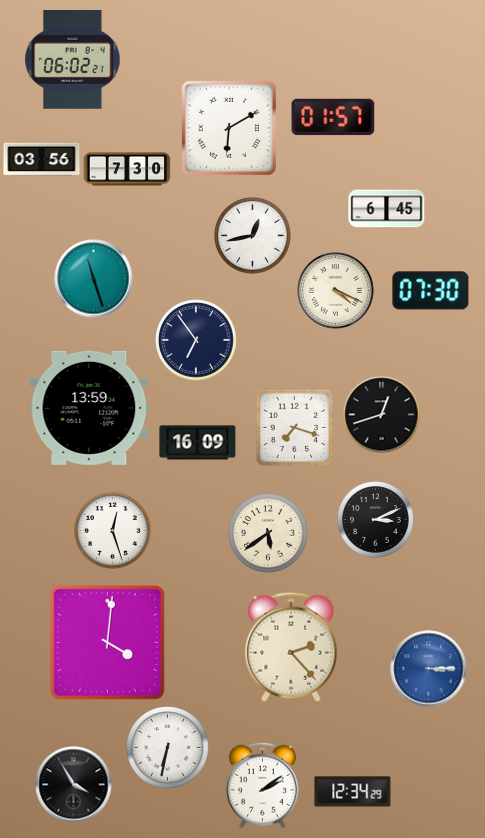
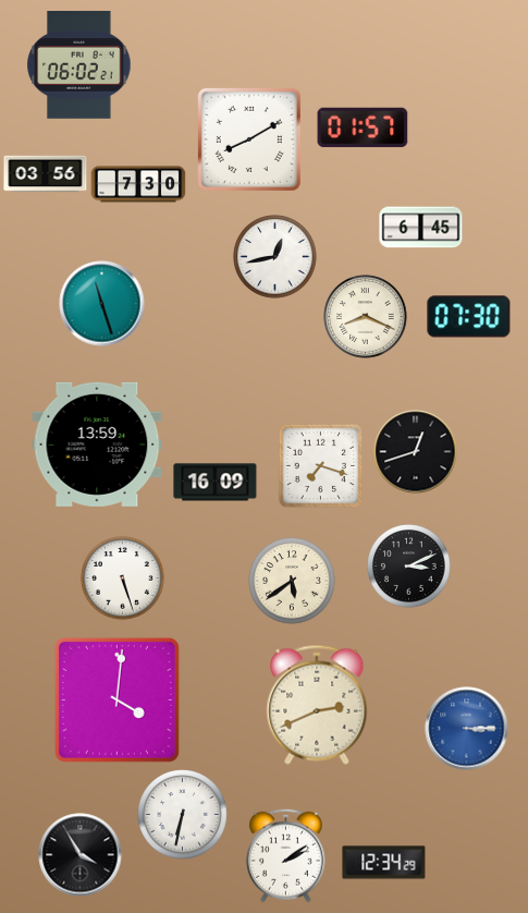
clock at (229, 128): 6:10 -> 8:10
clock at (336, 291): 4:19 -> 8:19
clock at (196, 340): 6:54 -> none
clock at (113, 531): 12:27 -> 5:27
clock at (291, 647): 2:23 -> 2:41
